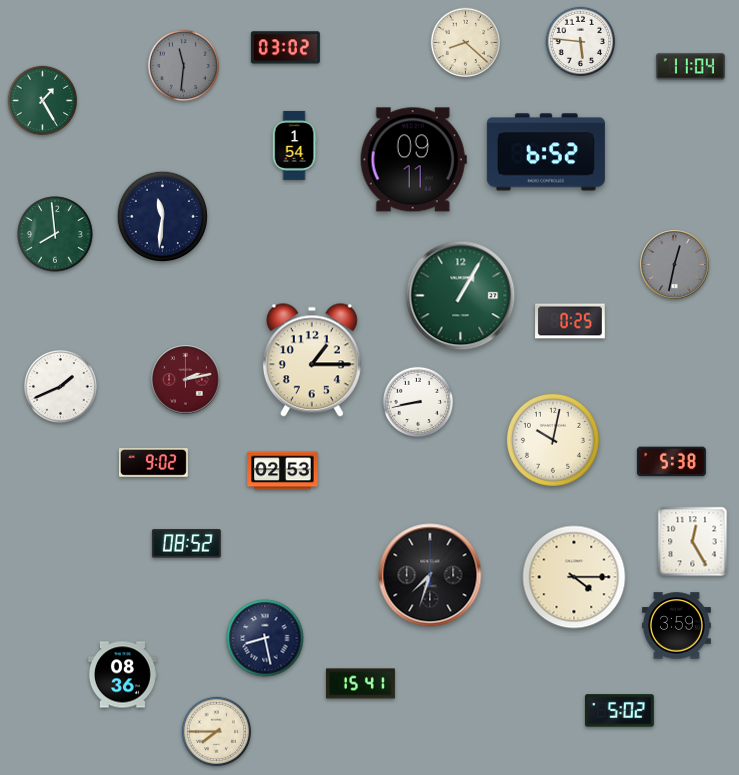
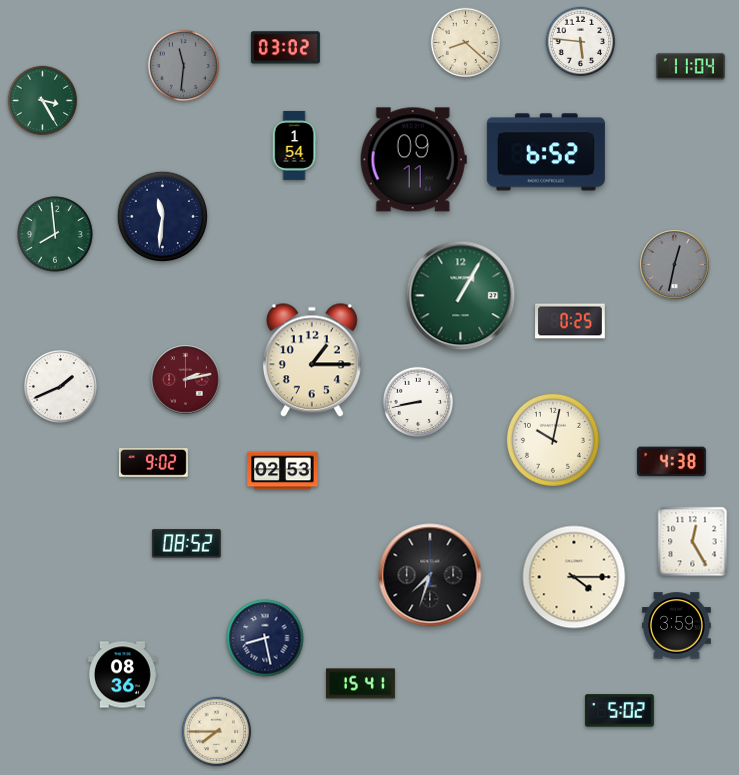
clock at (43, 101): 1:25 -> 3:25
clock at (671, 462): 5:38 -> 4:38
